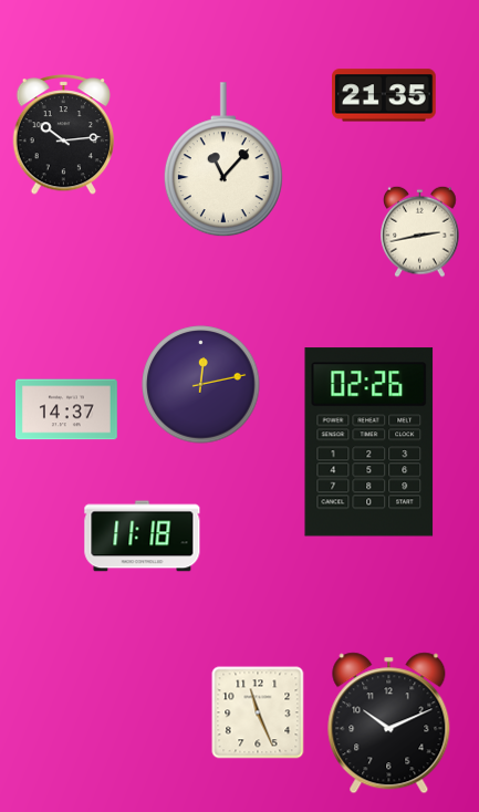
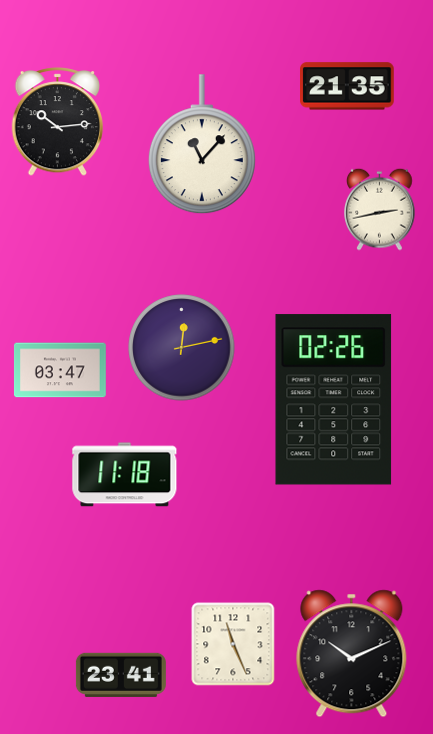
clock at (66, 409): 14:37 -> 03:47
clock at (143, 537) position: (143, 537) -> (125, 475)
clock at (121, 675): none -> 23:41
